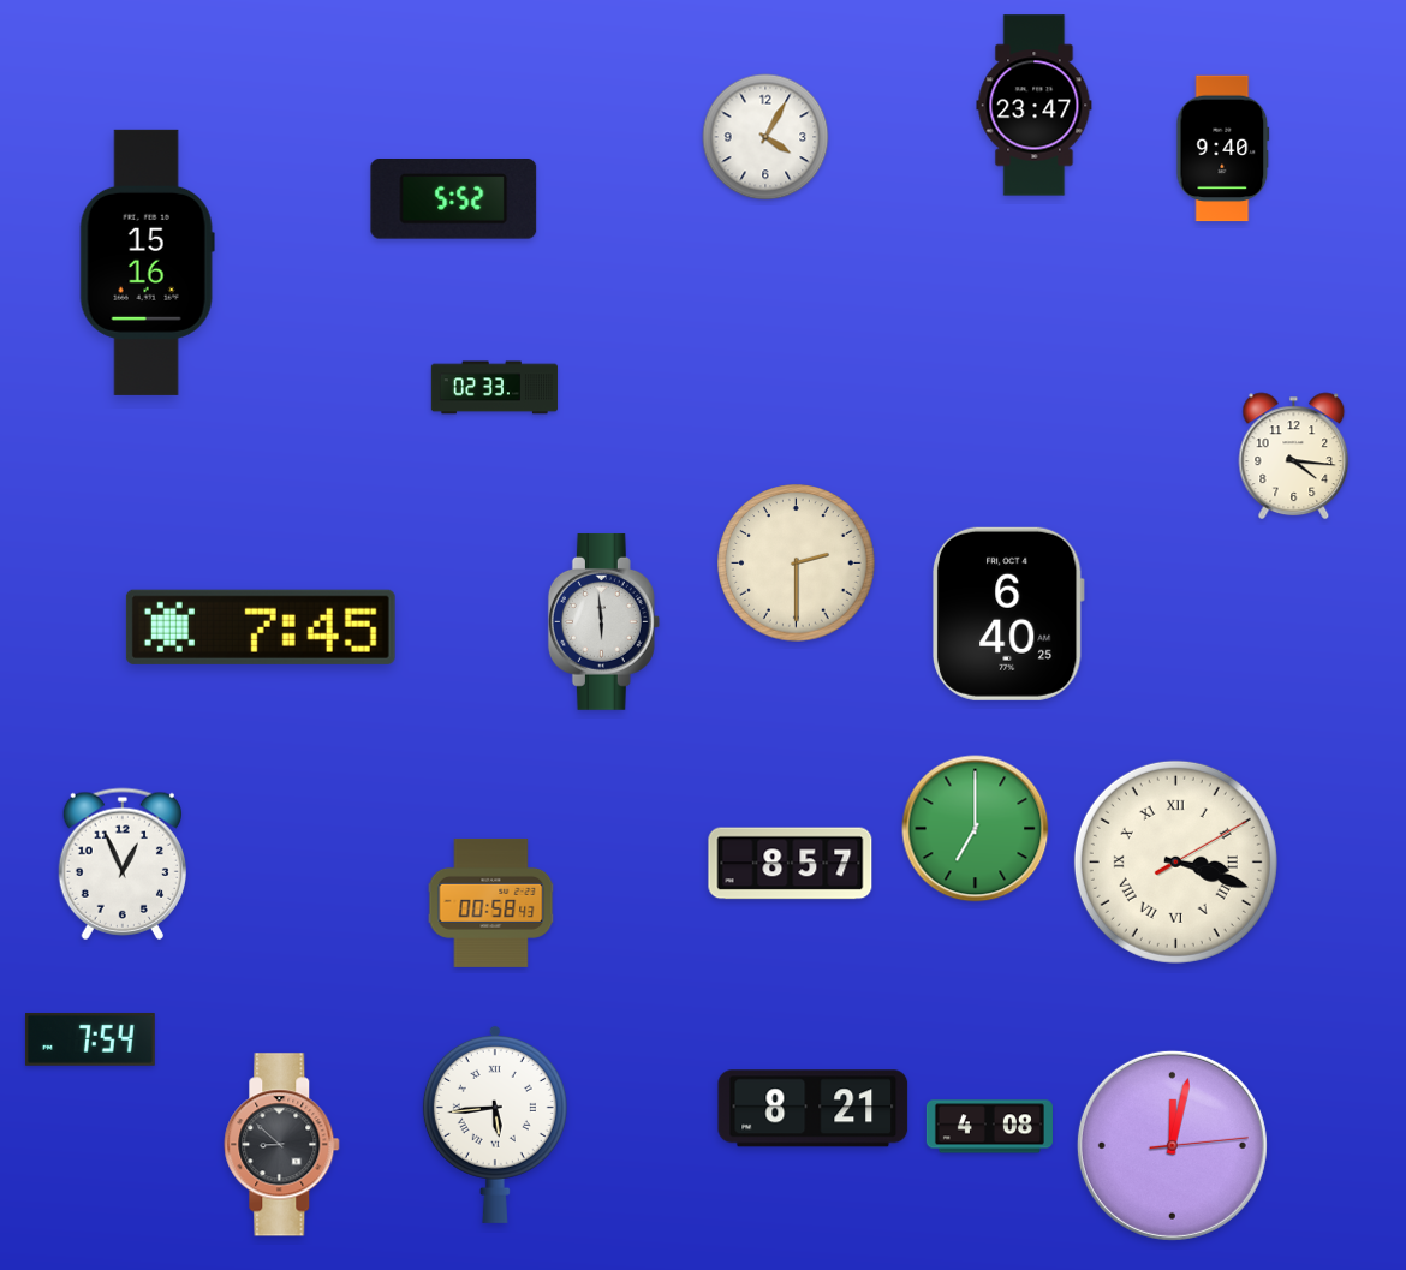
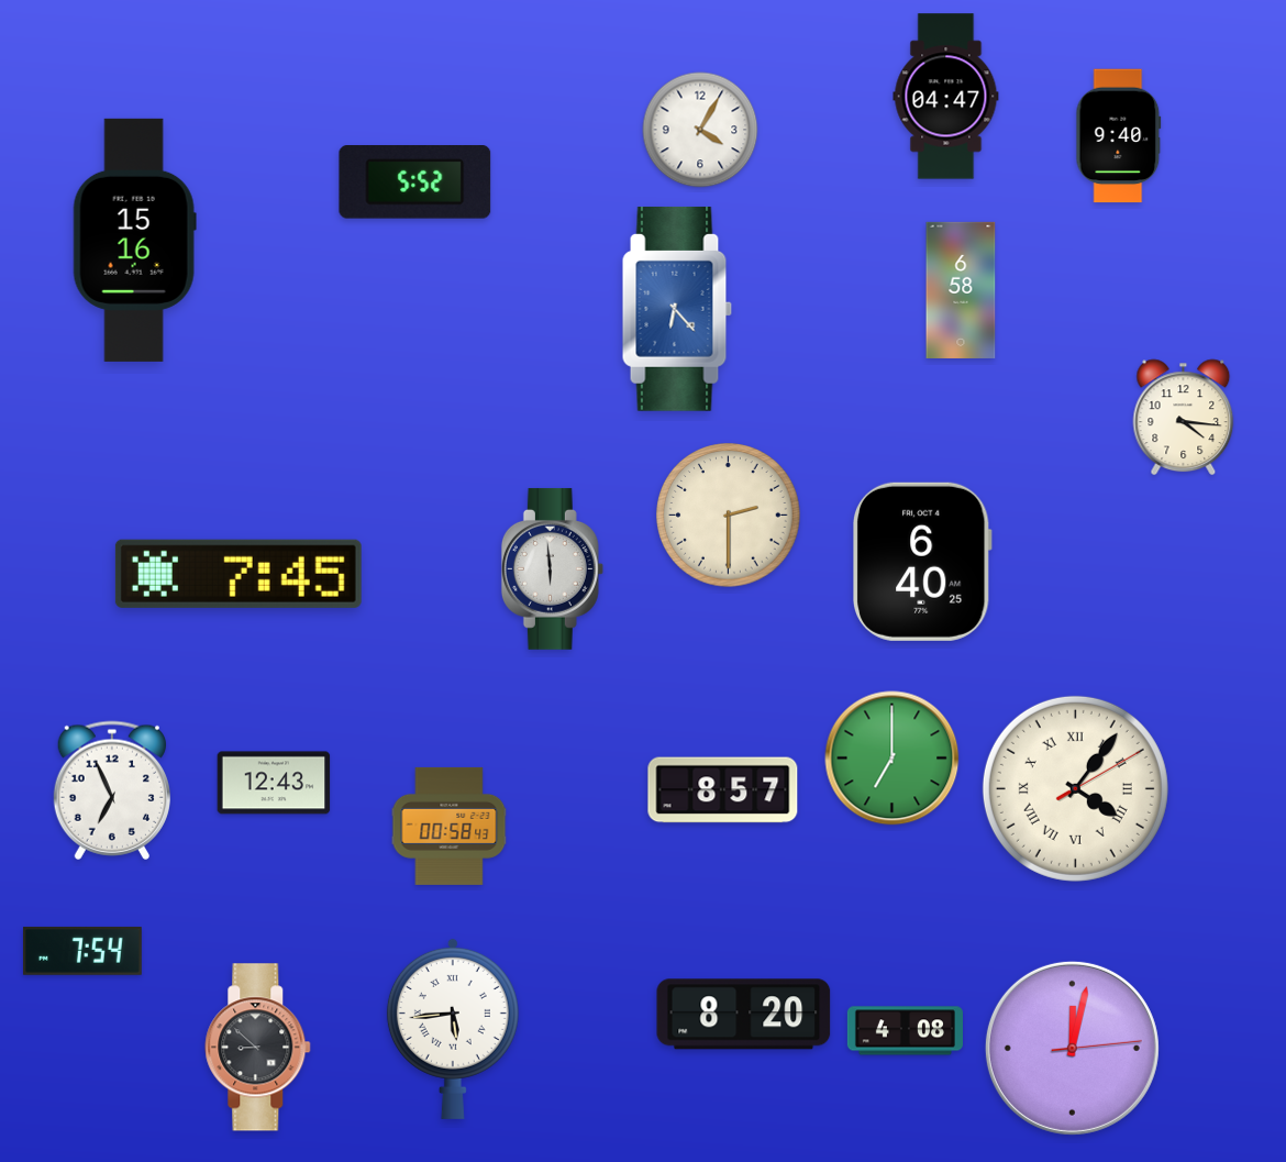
clock at (1035, 106): 23:47 -> 04:47
clock at (765, 137) position: (765, 137) -> (700, 130)
clock at (961, 290): none -> 6:58
clock at (677, 309): none -> 6:23
clock at (494, 388): 02:33 -> none
clock at (274, 783): none -> 12:43
clock at (1175, 861): 3:18 -> 4:06
clock at (123, 864): 12:56 -> 6:56
clock at (814, 1109): 8:21 -> 8:20
